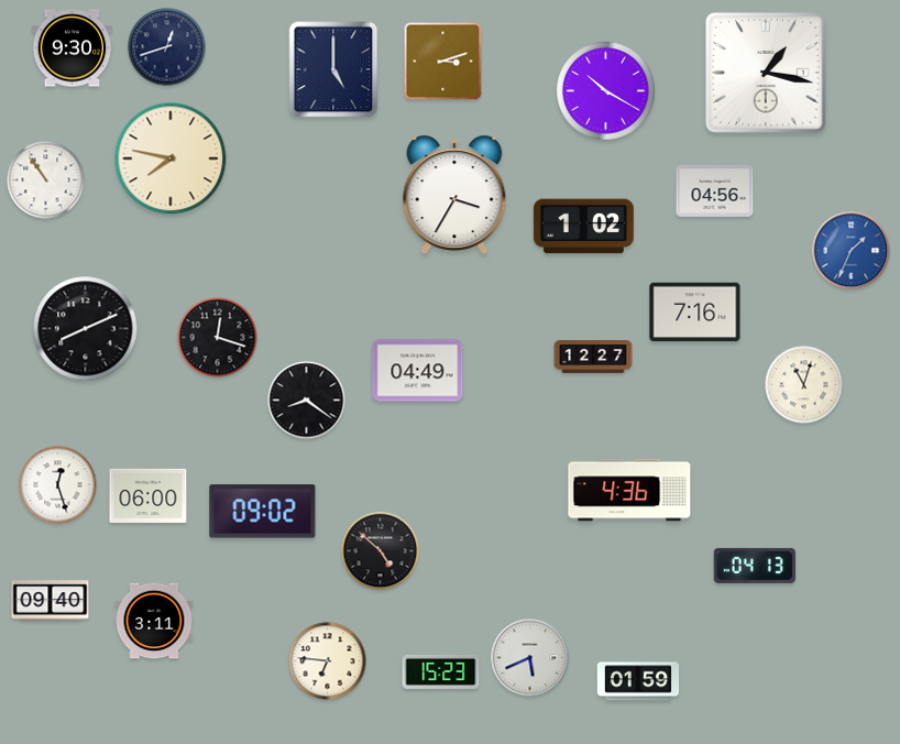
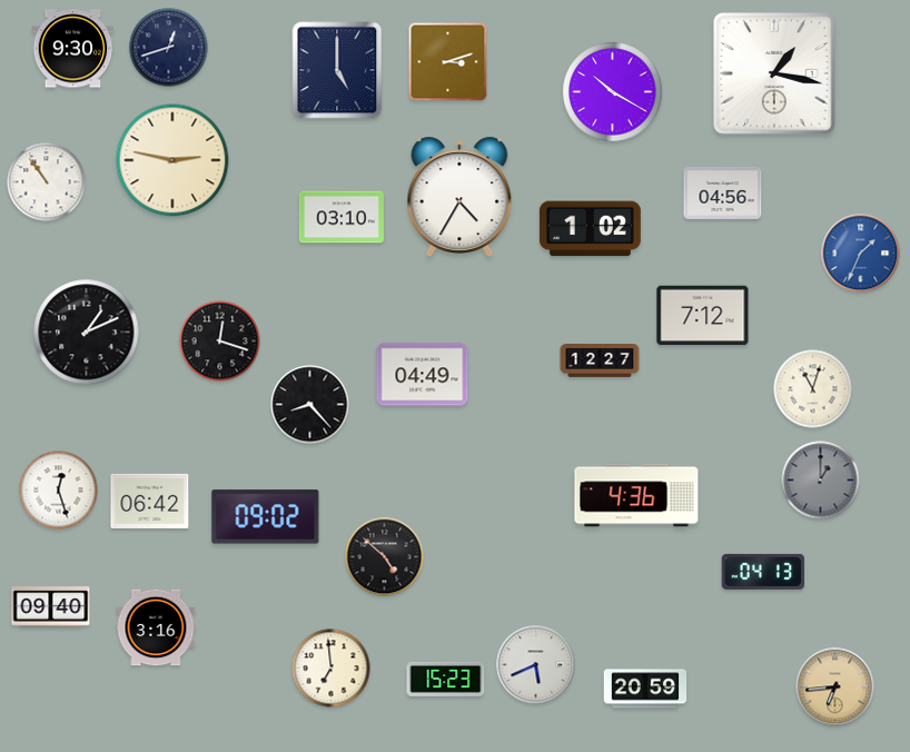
clock at (171, 158): 7:47 -> 2:47
clock at (454, 194): 3:35 -> 4:35
clock at (342, 217): none -> 03:10
clock at (695, 313): 7:16 -> 7:12
clock at (86, 329): 8:11 -> 1:11
clock at (307, 401): 8:21 -> 8:23
clock at (821, 481): none -> 1:00
clock at (149, 495): 06:00 -> 06:42
clock at (154, 621): 3:11 -> 3:16
clock at (328, 661): 6:46 -> 6:59
clock at (835, 687): none -> 6:44
clock at (638, 681): 01:59 -> 20:59
